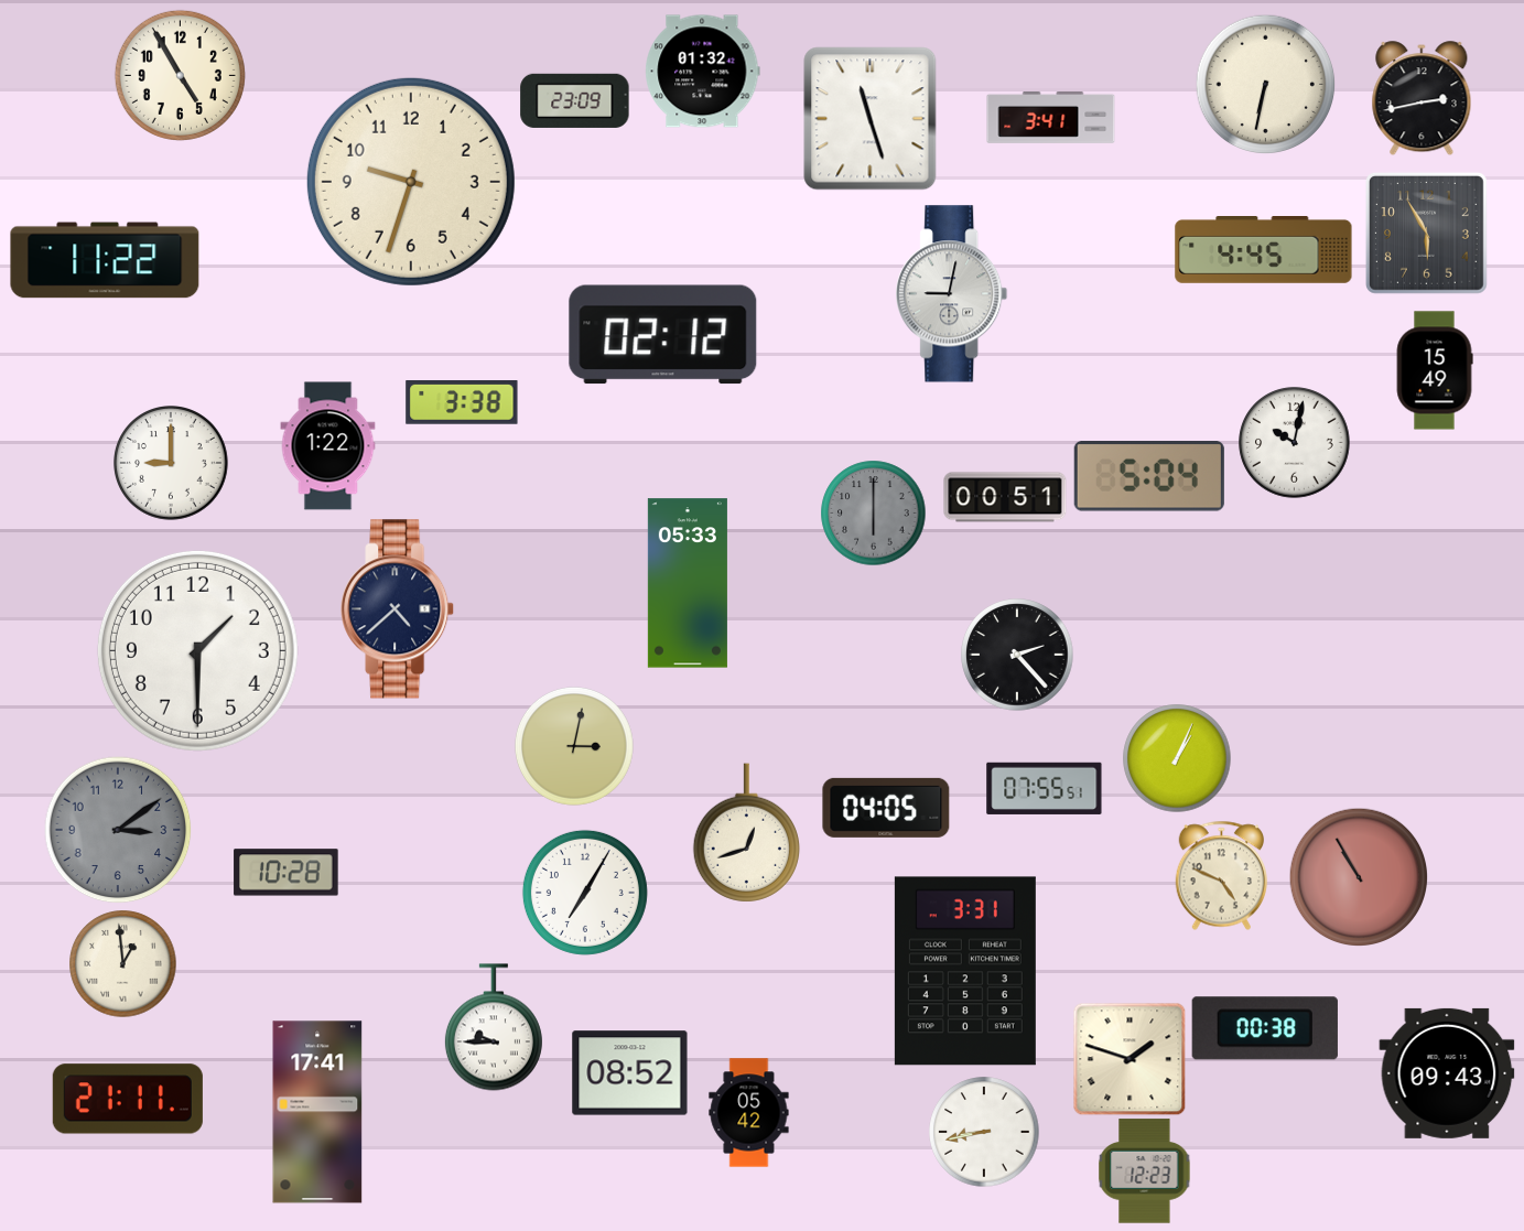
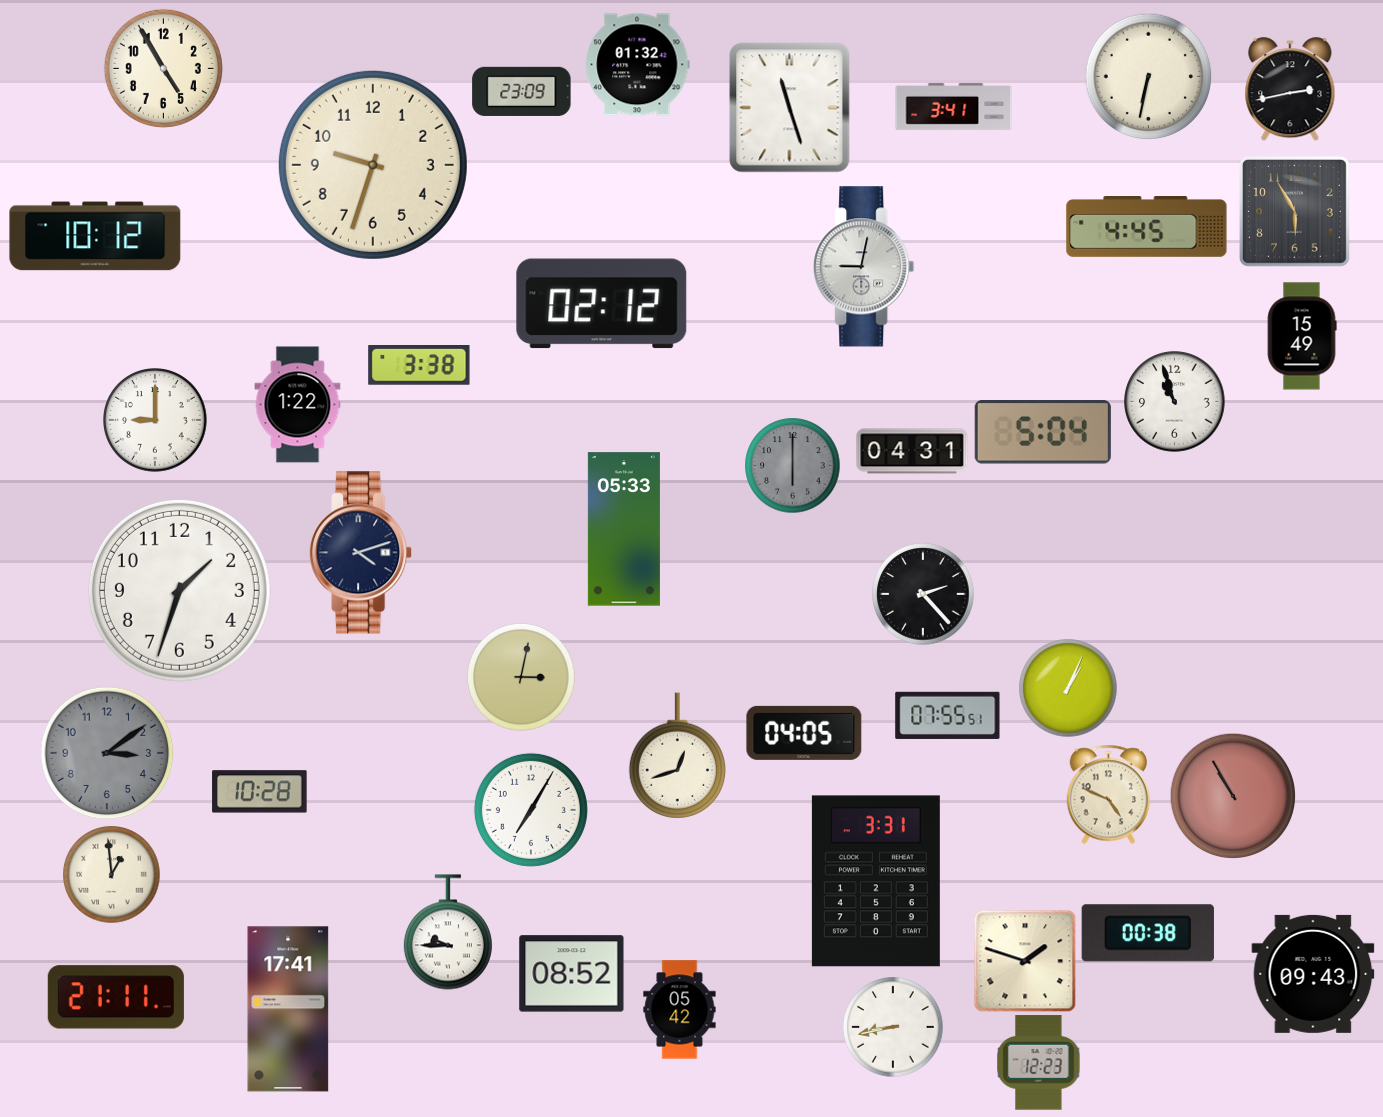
clock at (105, 260): 11:22 -> 10:12
clock at (1295, 443): 10:02 -> 10:57
clock at (1005, 497): 00:51 -> 04:31
clock at (398, 609): 4:38 -> 4:12
clock at (197, 650): 1:30 -> 1:33
